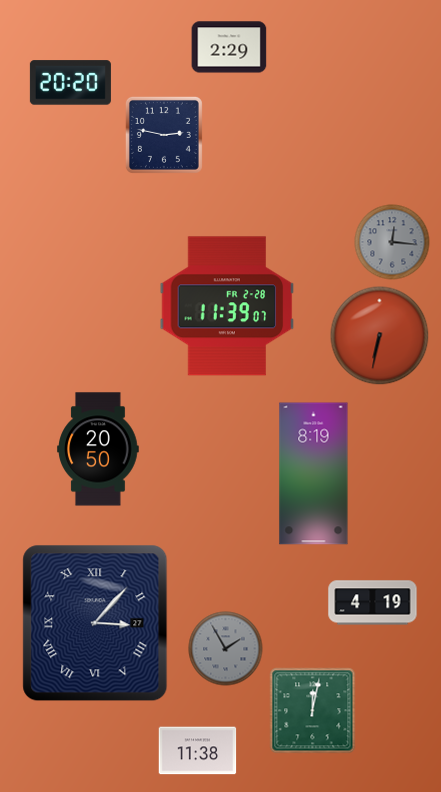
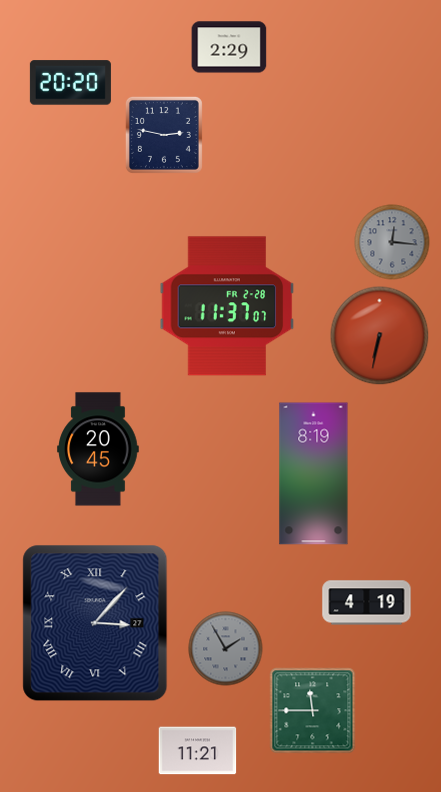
clock at (227, 306): 11:39 -> 11:37
clock at (98, 449): 20:50 -> 20:45
clock at (373, 603) position: (373, 603) -> (367, 603)
clock at (313, 711): 12:02 -> 11:45
clock at (198, 751): 11:38 -> 11:21
